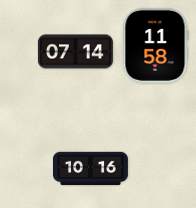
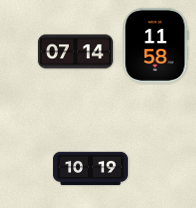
clock at (90, 169): 10:16 -> 10:19
